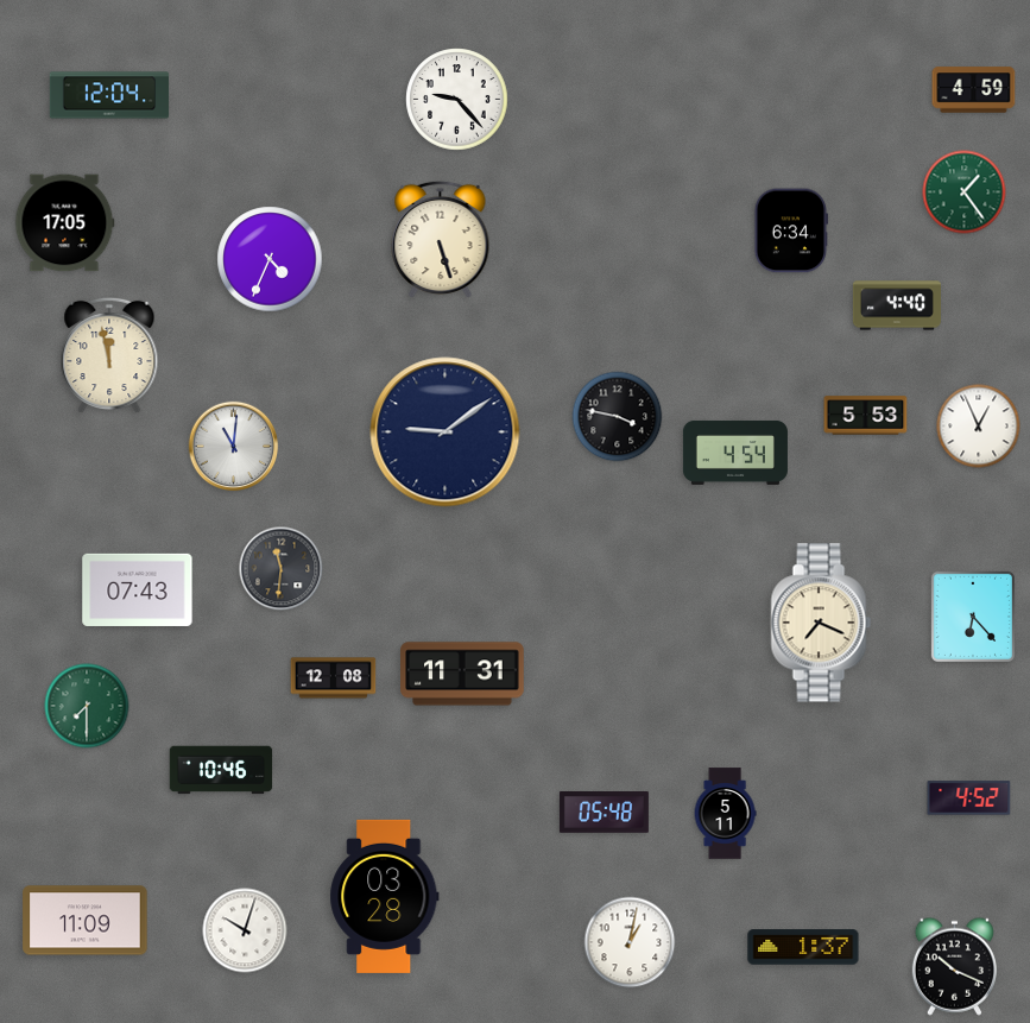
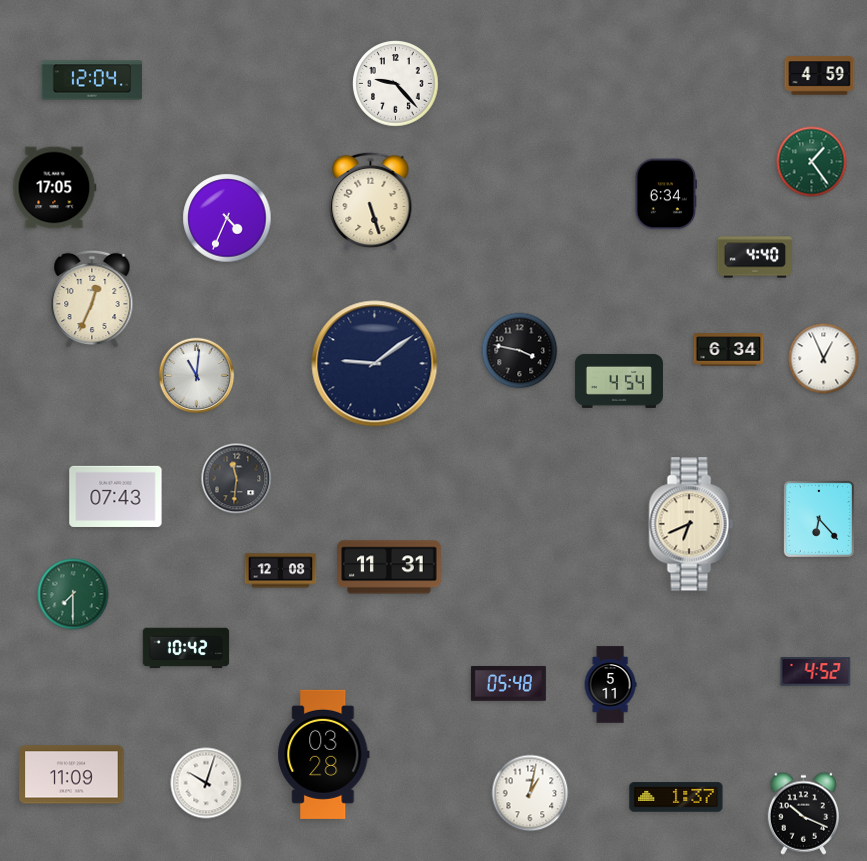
clock at (457, 100) position: (457, 100) -> (396, 84)
clock at (109, 355): 11:58 -> 12:34
clock at (866, 416): 5:53 -> 6:34
clock at (821, 623): 7:19 -> 6:41
clock at (221, 770): 10:46 -> 10:42
